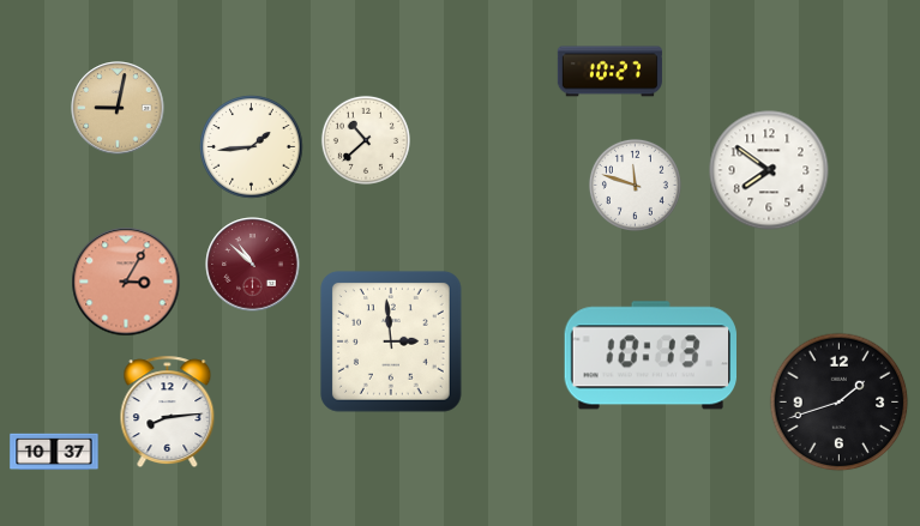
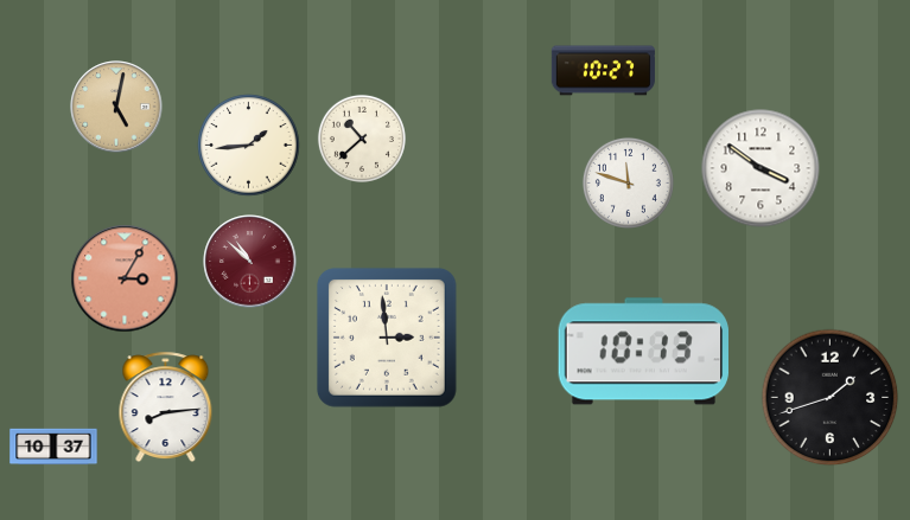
clock at (118, 108): 9:02 -> 5:02
clock at (769, 170): 7:51 -> 3:51
